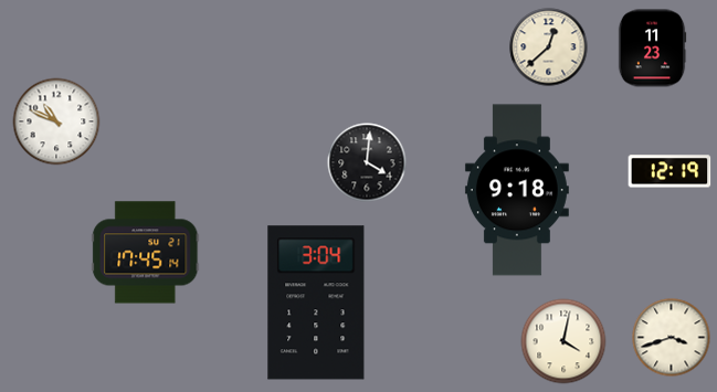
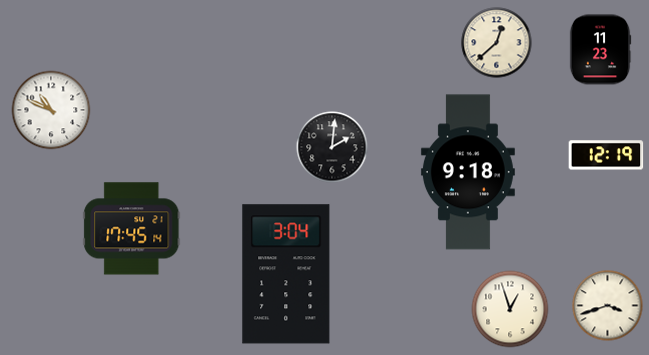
clock at (652, 49) position: (652, 49) -> (600, 50)
clock at (367, 162): 4:01 -> 2:01
clock at (563, 341): 4:02 -> 12:57
